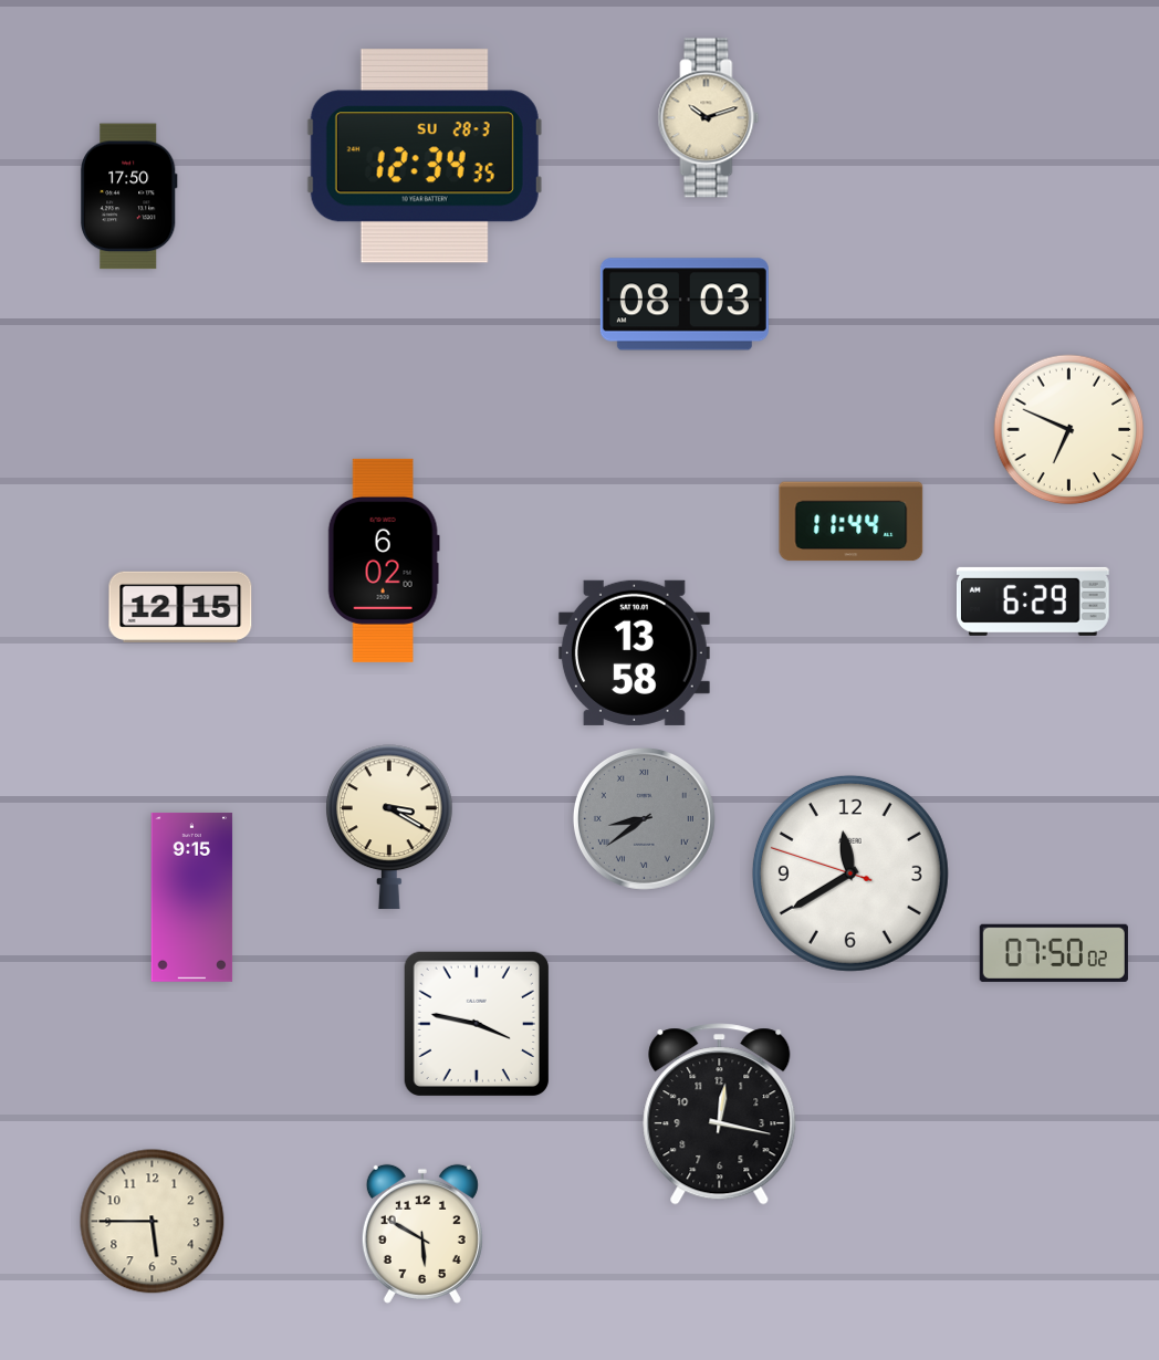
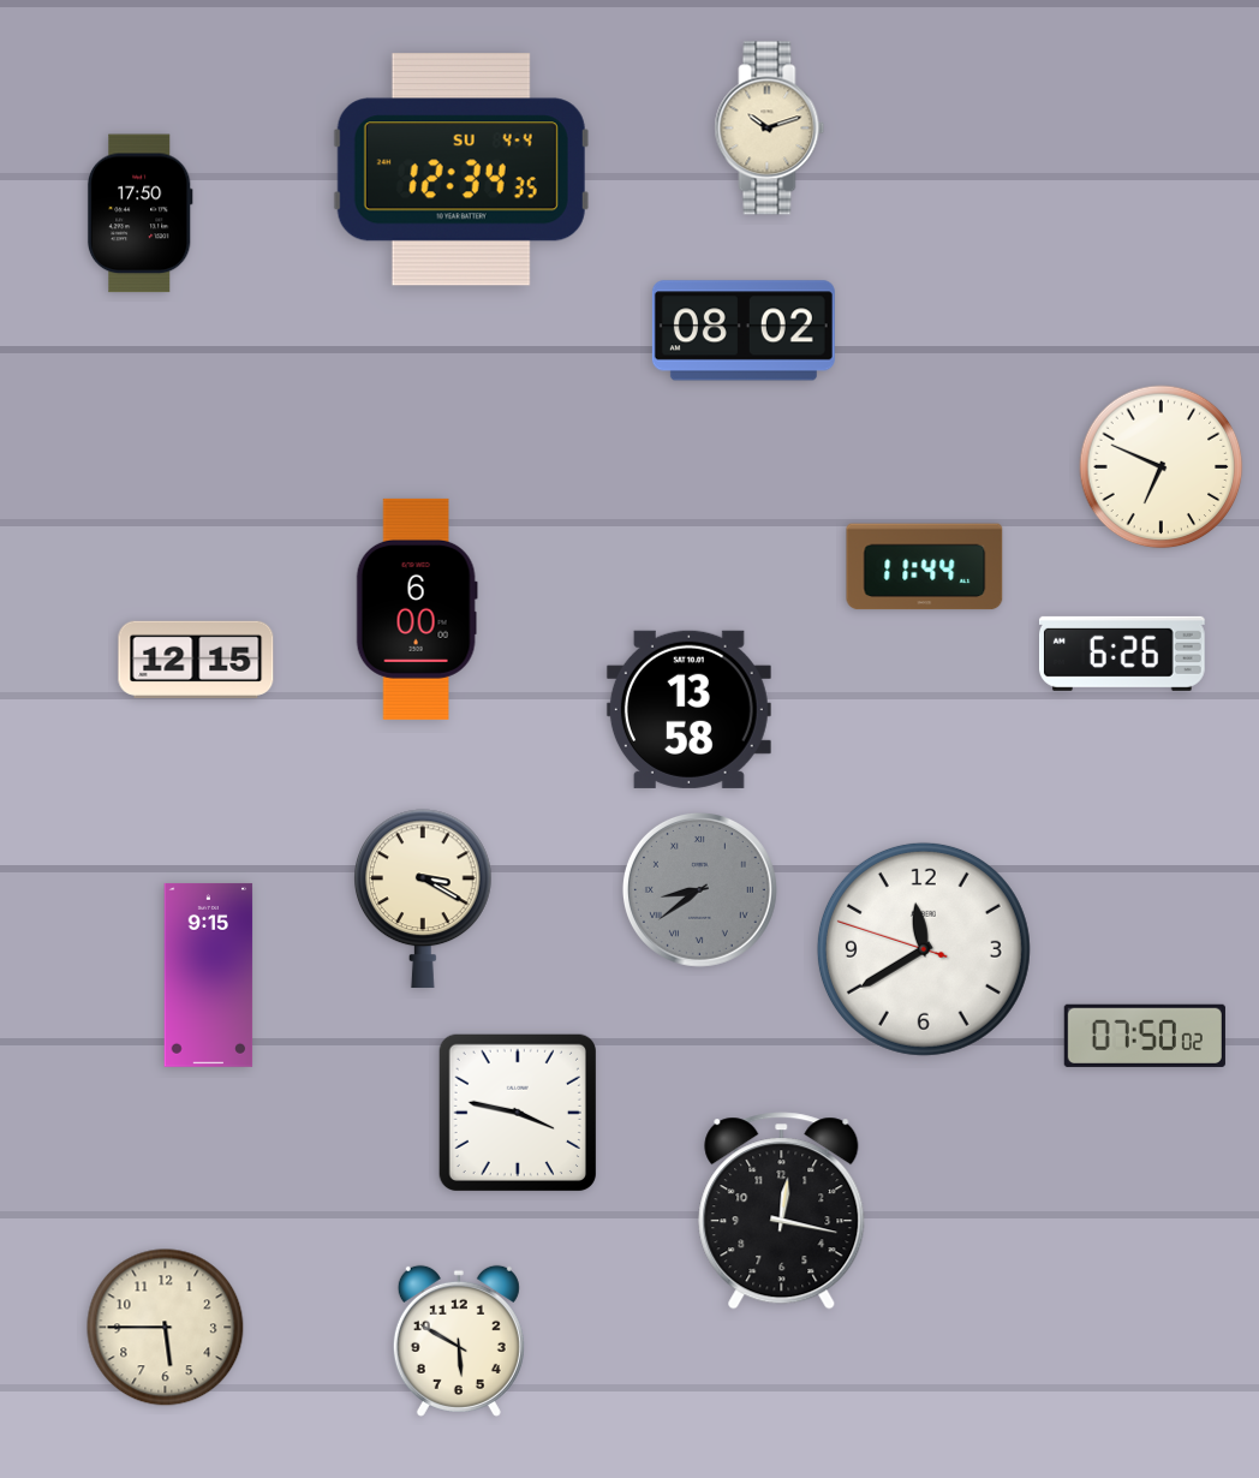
clock at (425, 156) date: SU 28-3 -> SU 4-4
clock at (685, 304): 08:03 -> 08:02
clock at (384, 561): 6:02 -> 6:00
clock at (1034, 601): 6:29 -> 6:26
